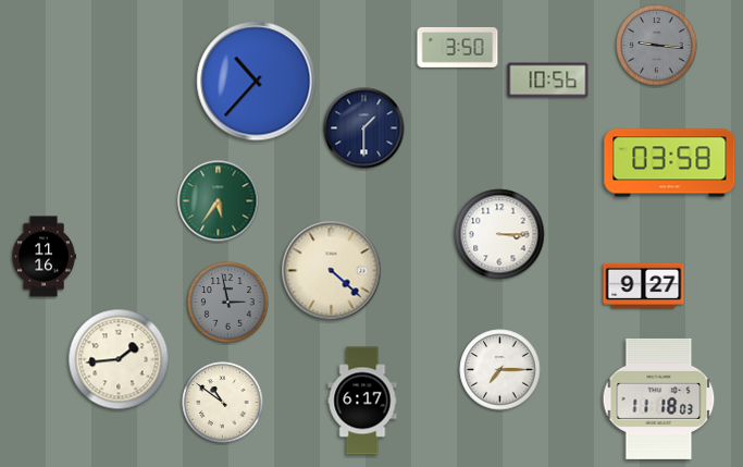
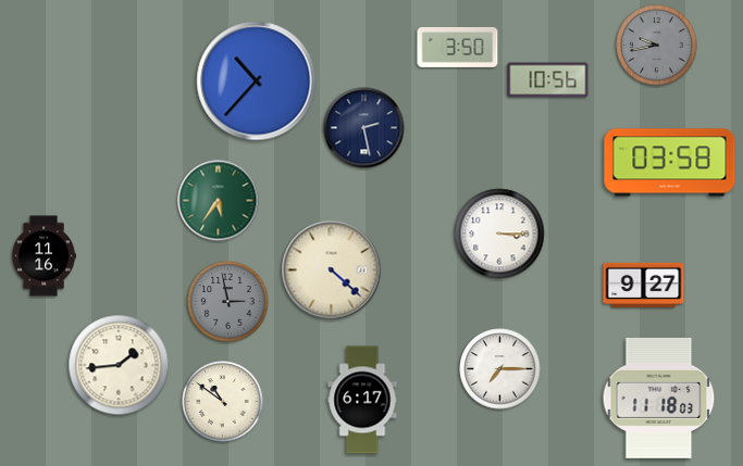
clock at (657, 46): 9:16 -> 9:43
clock at (364, 128): 1:30 -> 2:28
clock at (119, 359) position: (119, 359) -> (119, 365)
